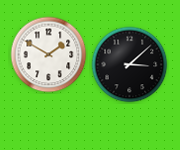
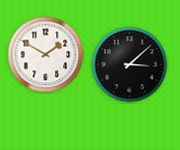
clock at (49, 55) position: (49, 55) -> (46, 55)
